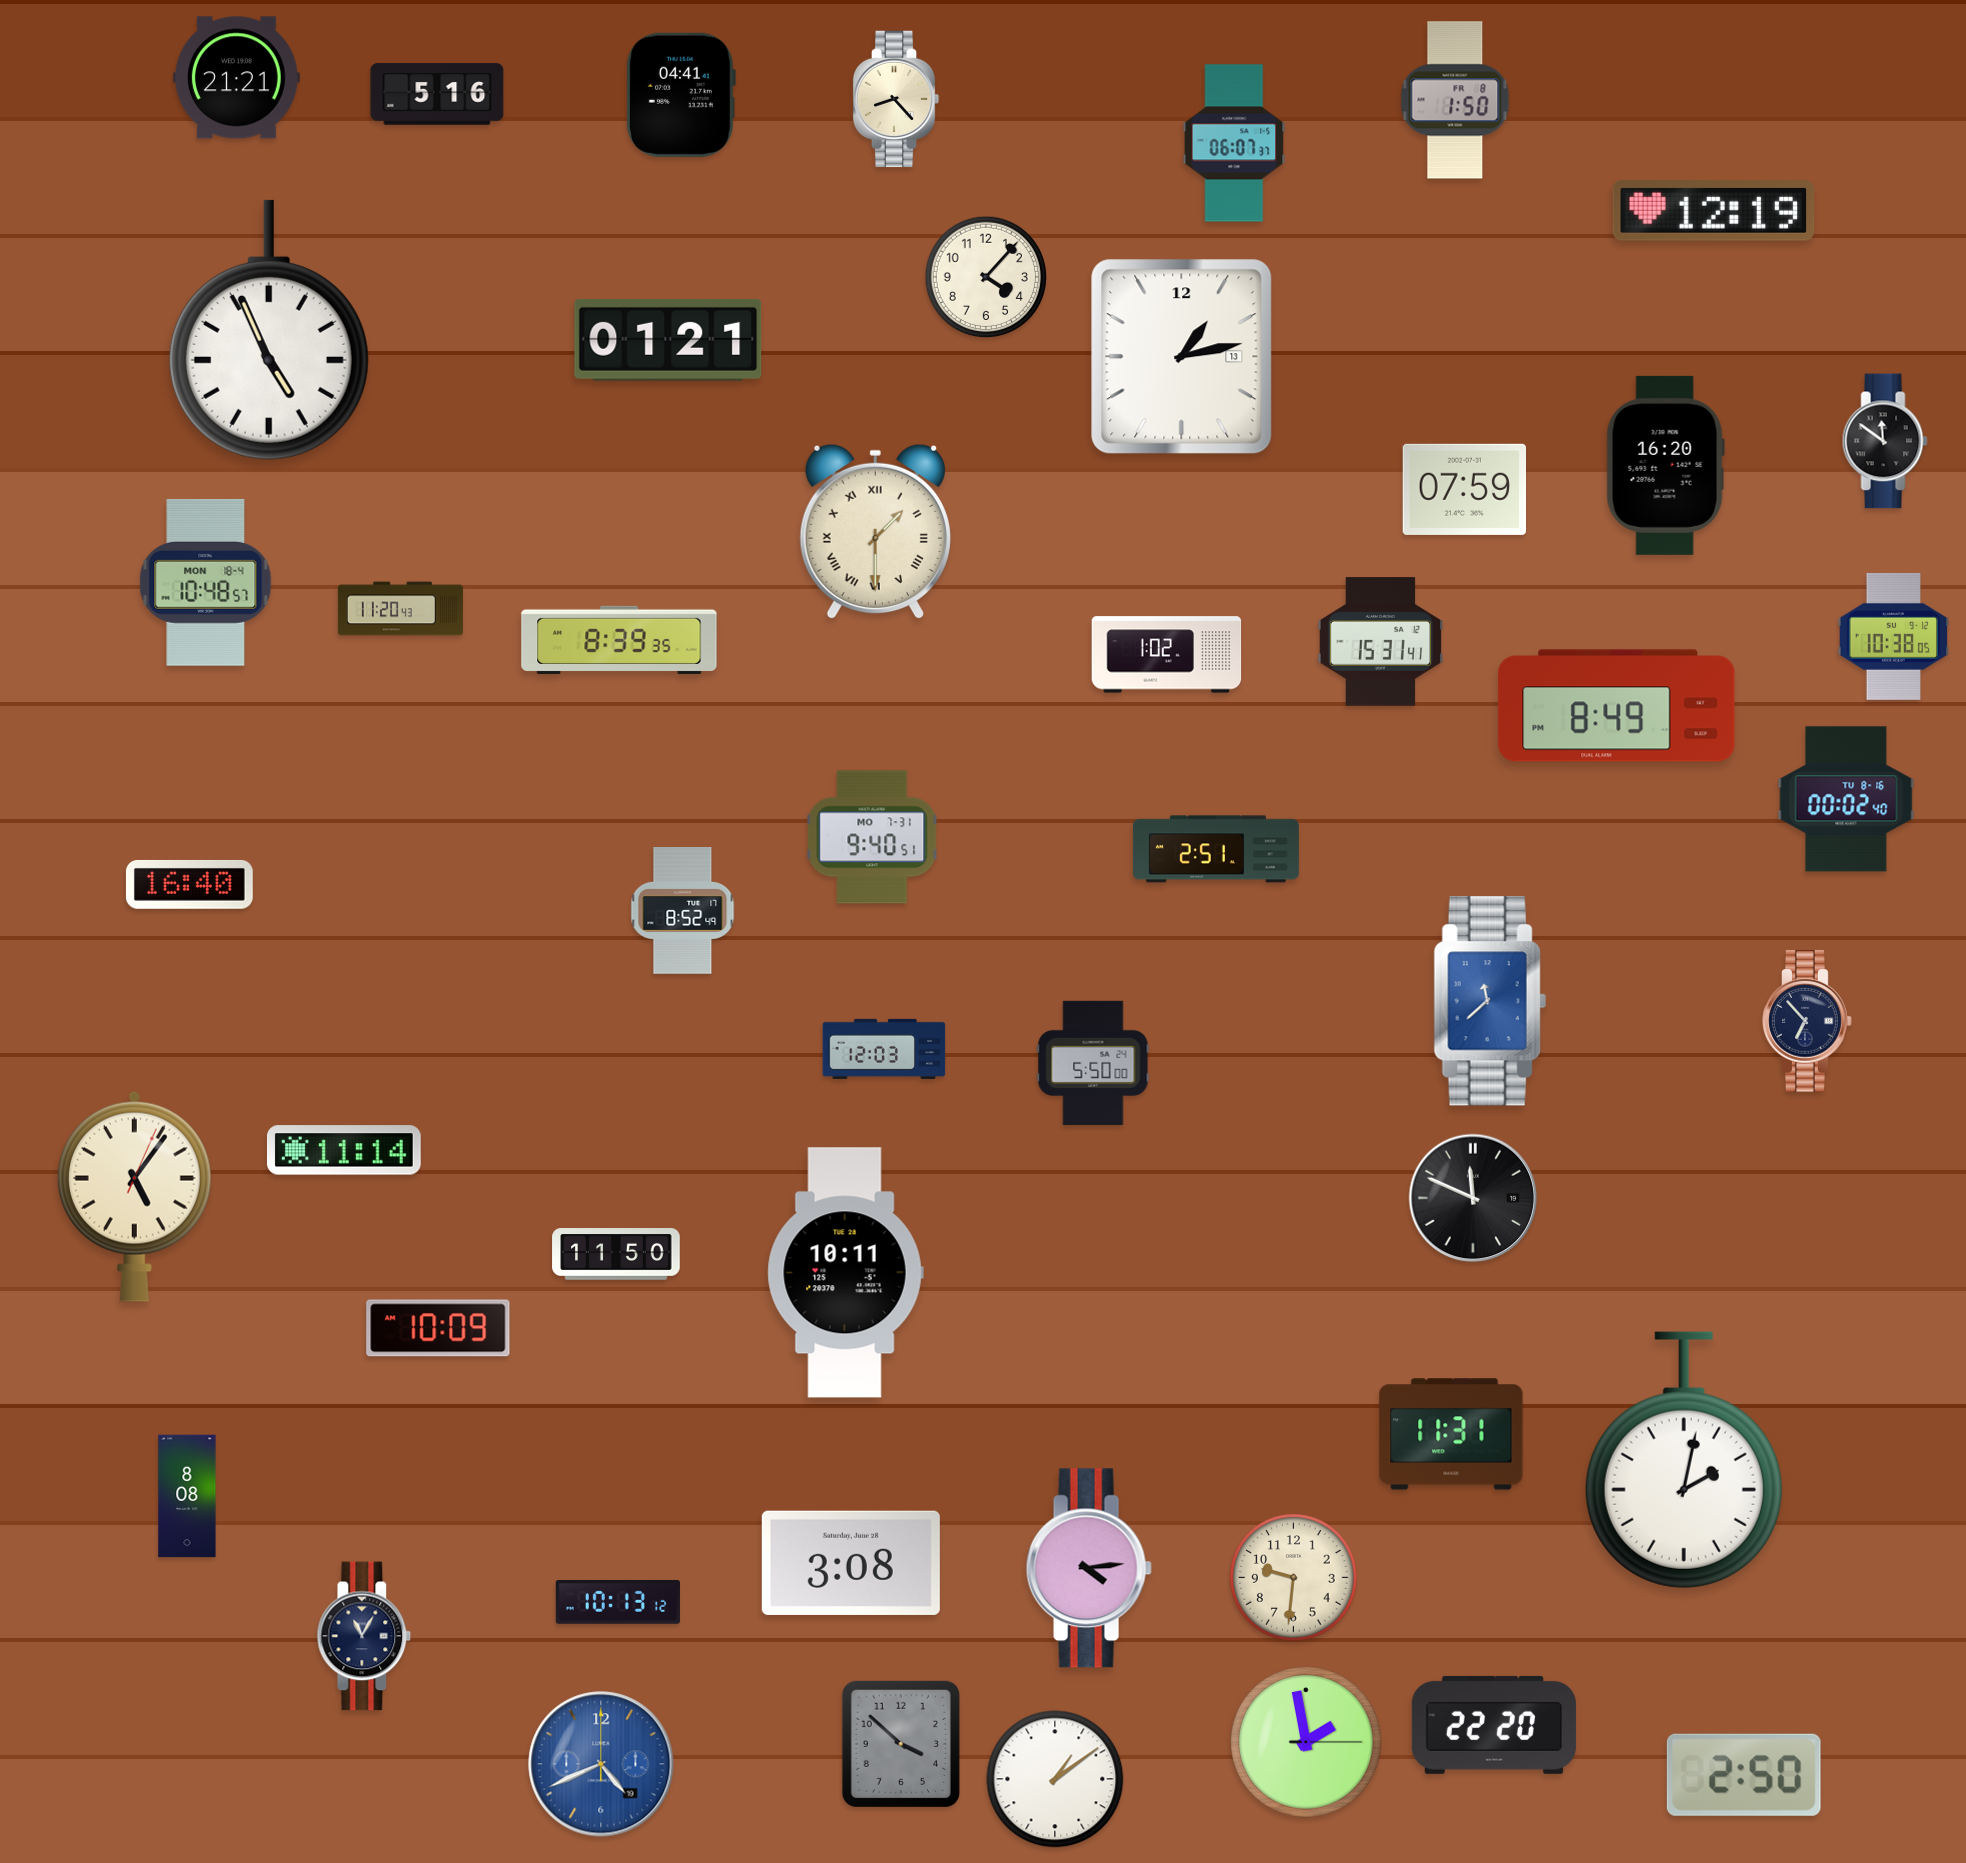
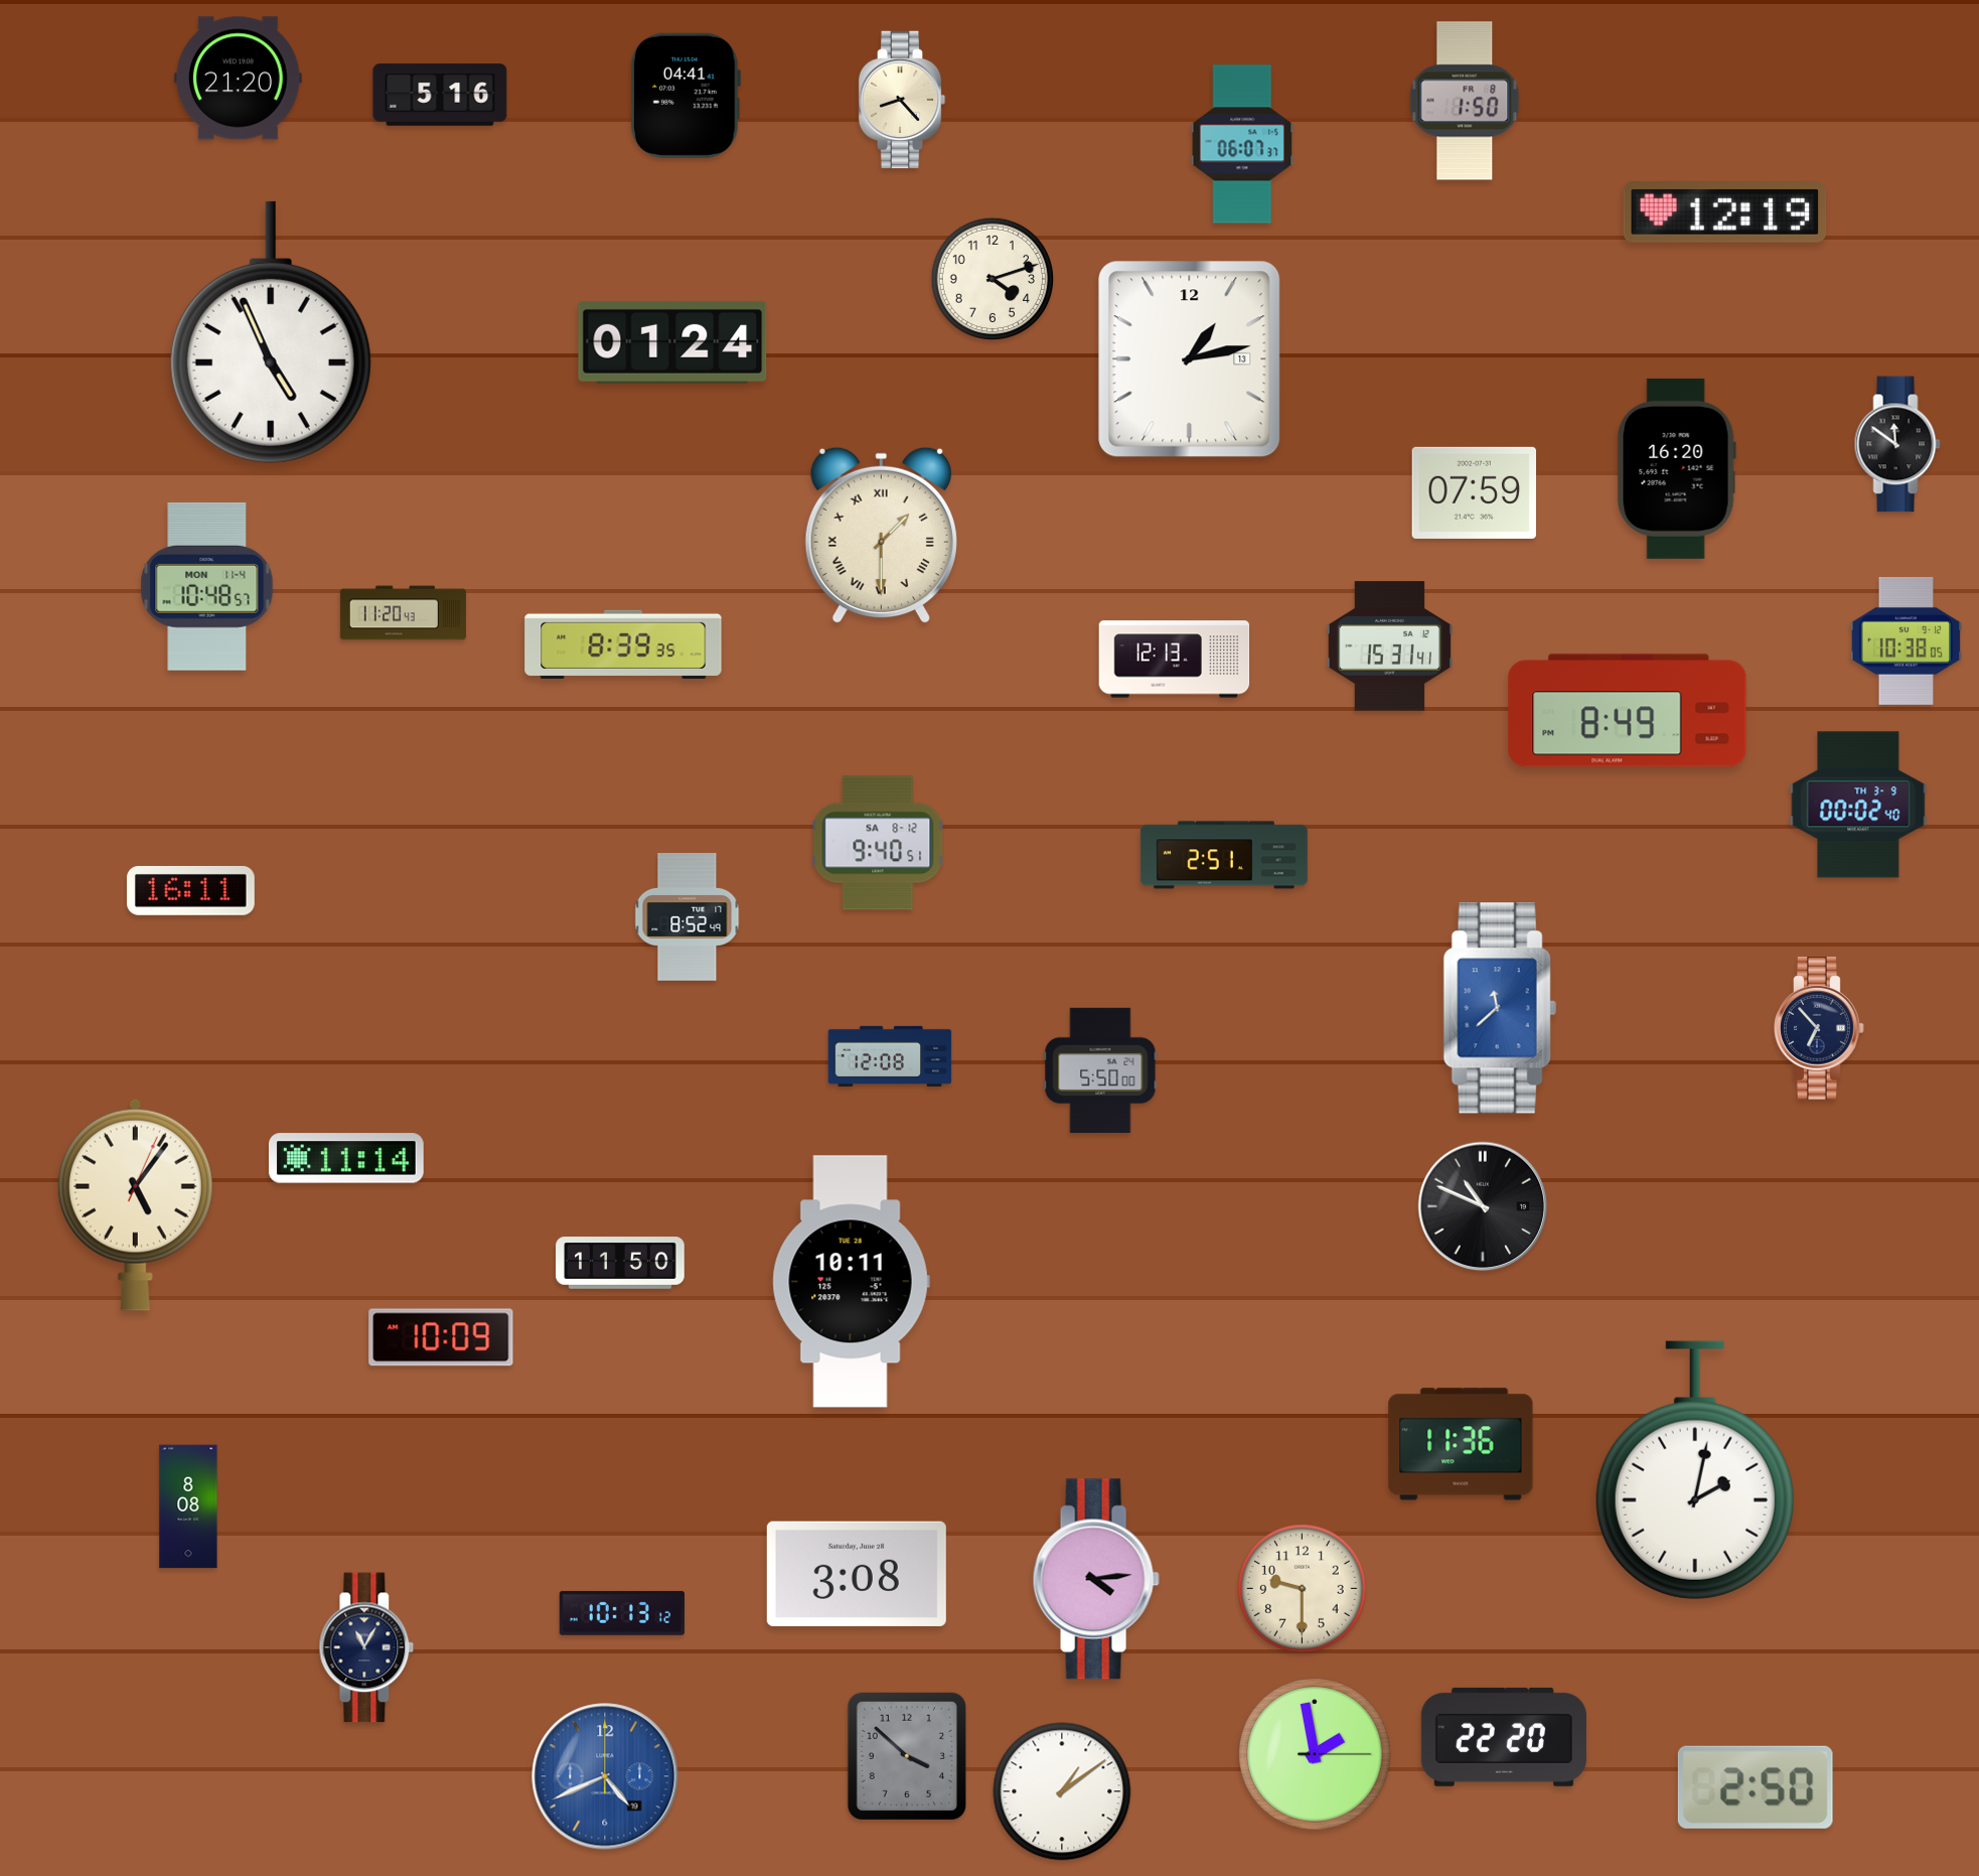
clock at (236, 78): 21:21 -> 21:20
clock at (985, 276): 4:07 -> 4:12
clock at (668, 340): 01:21 -> 01:24
clock at (206, 582) date: MON 18-4 -> MON 11-4
clock at (1167, 655): 1:02 -> 12:13
clock at (1846, 799) date: TU 8-16 -> TH 3-9
clock at (872, 837) date: MO 7-31 -> SA 8-12
clock at (189, 884): 16:40 -> 16:11
clock at (884, 1049): 12:03 -> 12:08
clock at (1473, 1198): 11:49 -> 10:49
clock at (1451, 1434): 11:31 -> 11:36
clock at (1294, 1578): 9:31 -> 9:30
